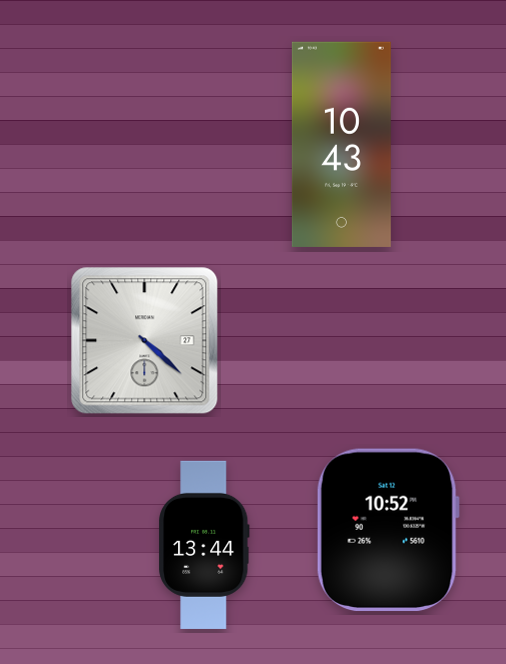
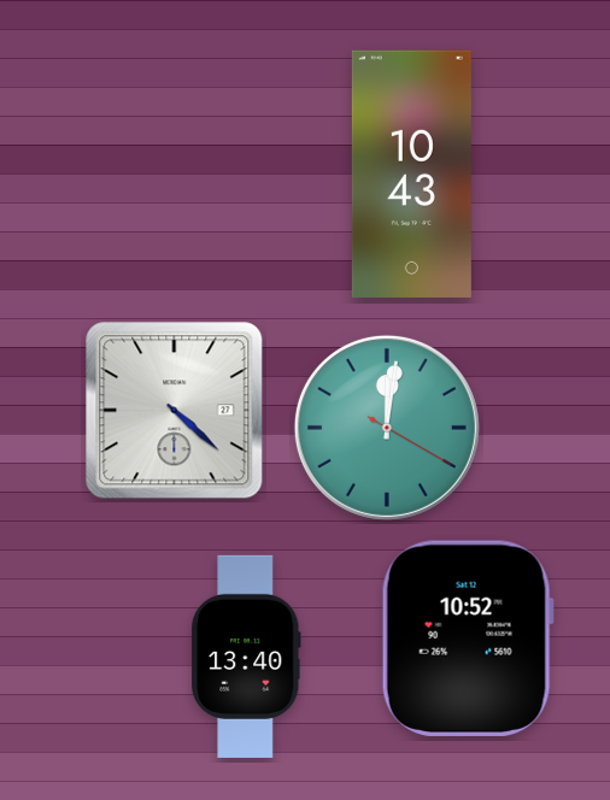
clock at (387, 428): none -> 12:01
clock at (204, 545): 13:44 -> 13:40
